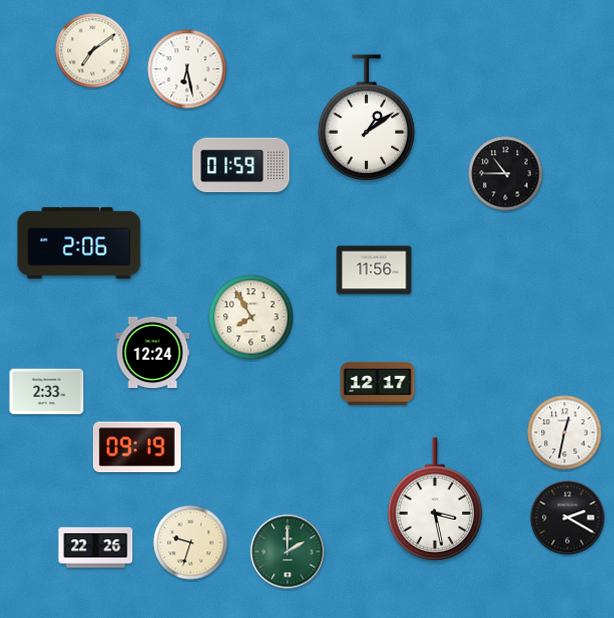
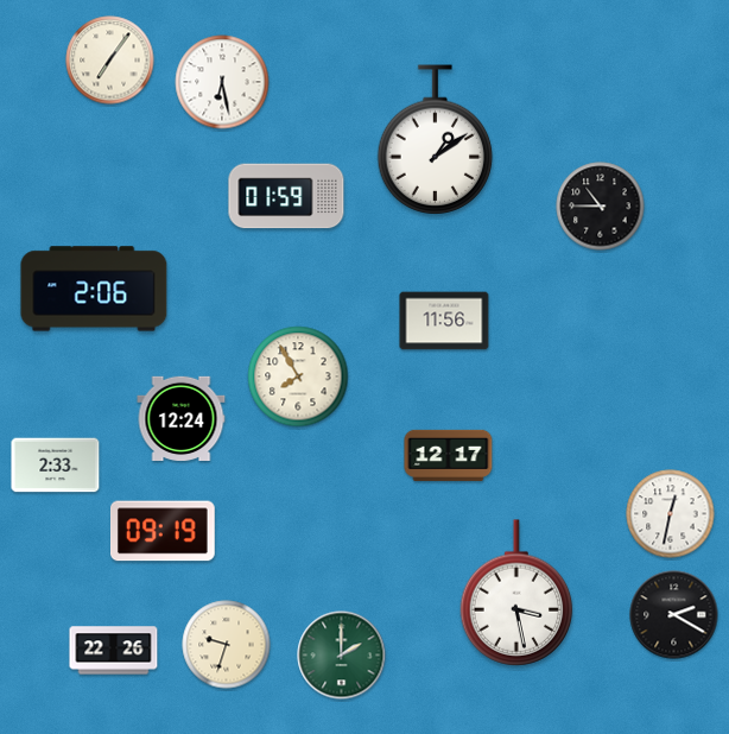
clock at (93, 51): 7:09 -> 7:06
